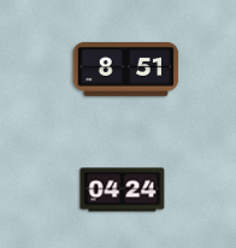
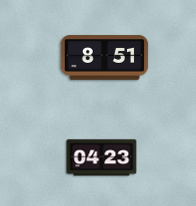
clock at (123, 190): 04:24 -> 04:23
